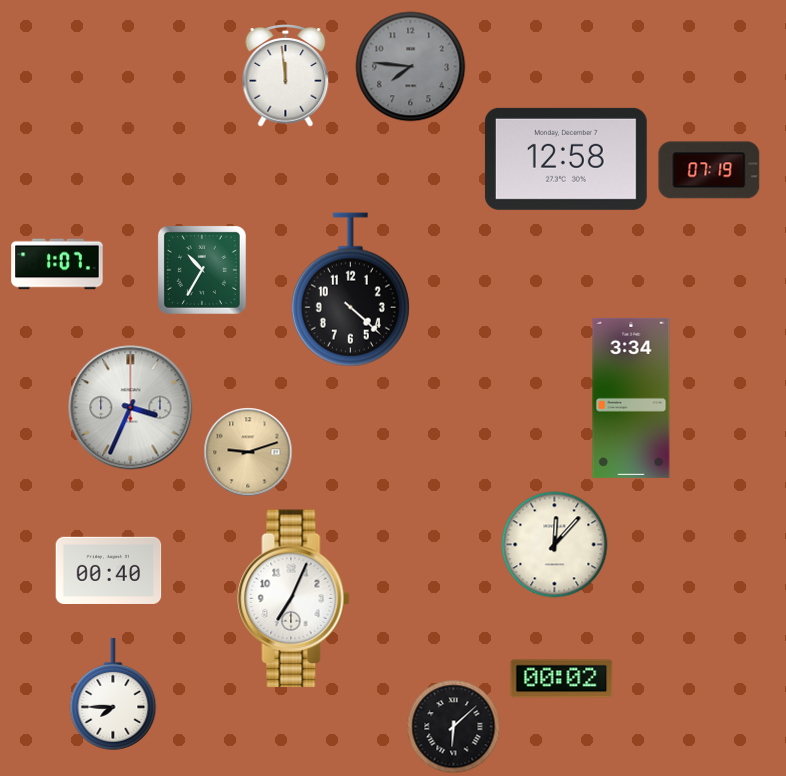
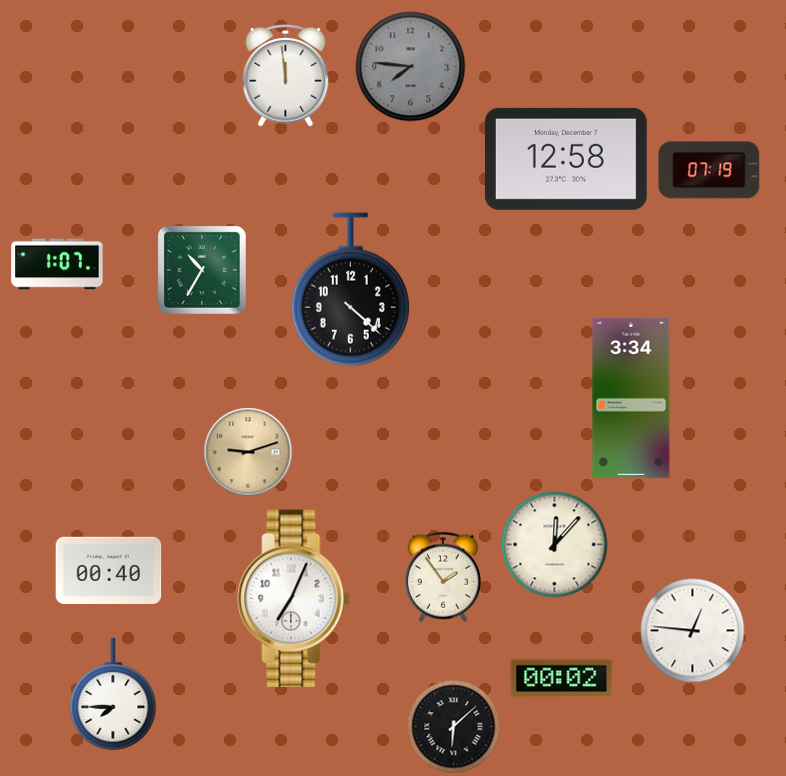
clock at (131, 408): 3:34 -> none
clock at (443, 577): none -> 1:54
clock at (693, 631): none -> 12:46
